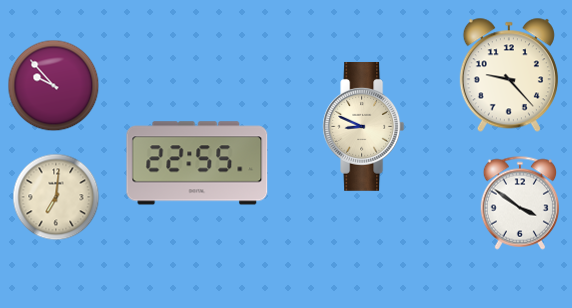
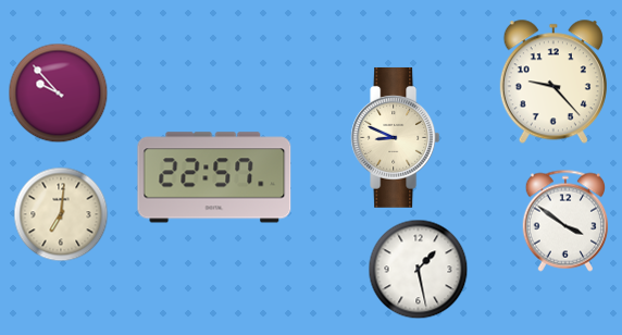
clock at (197, 163): 22:55 -> 22:57
clock at (419, 270): none -> 1:28
